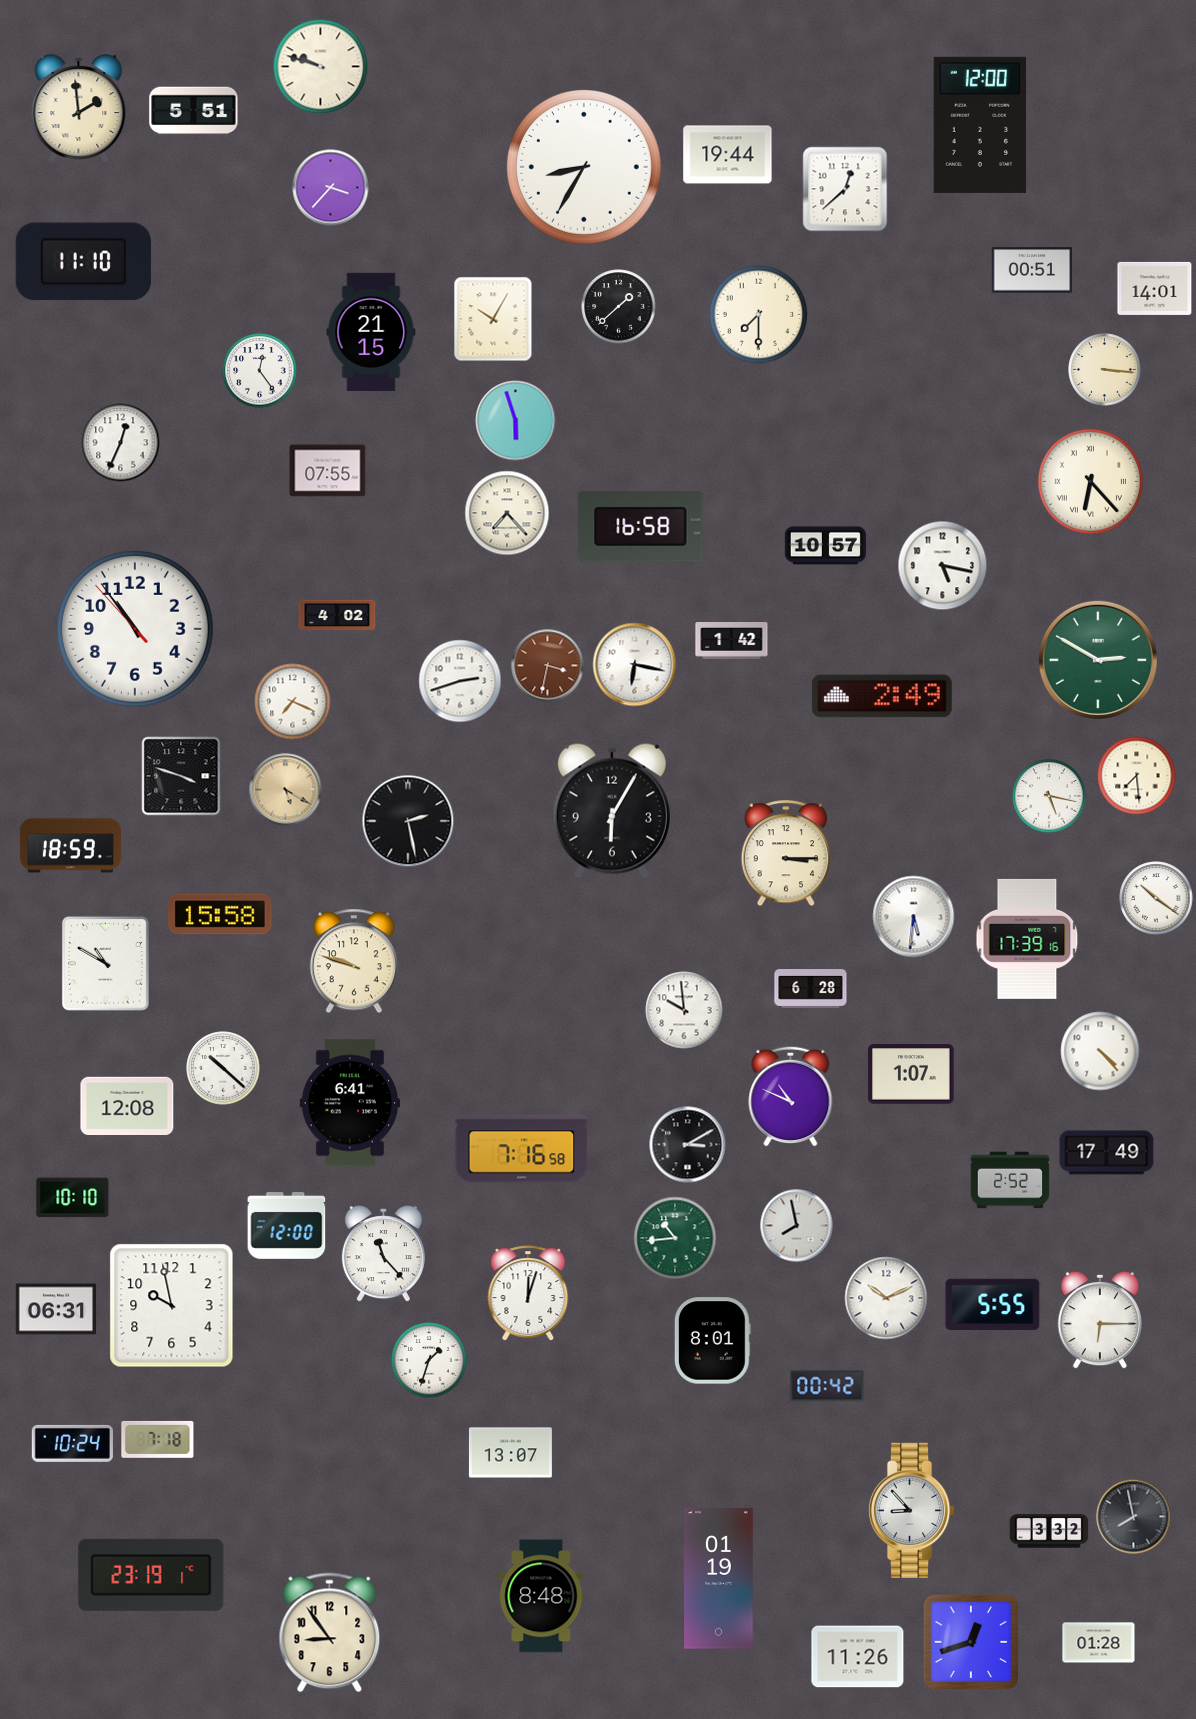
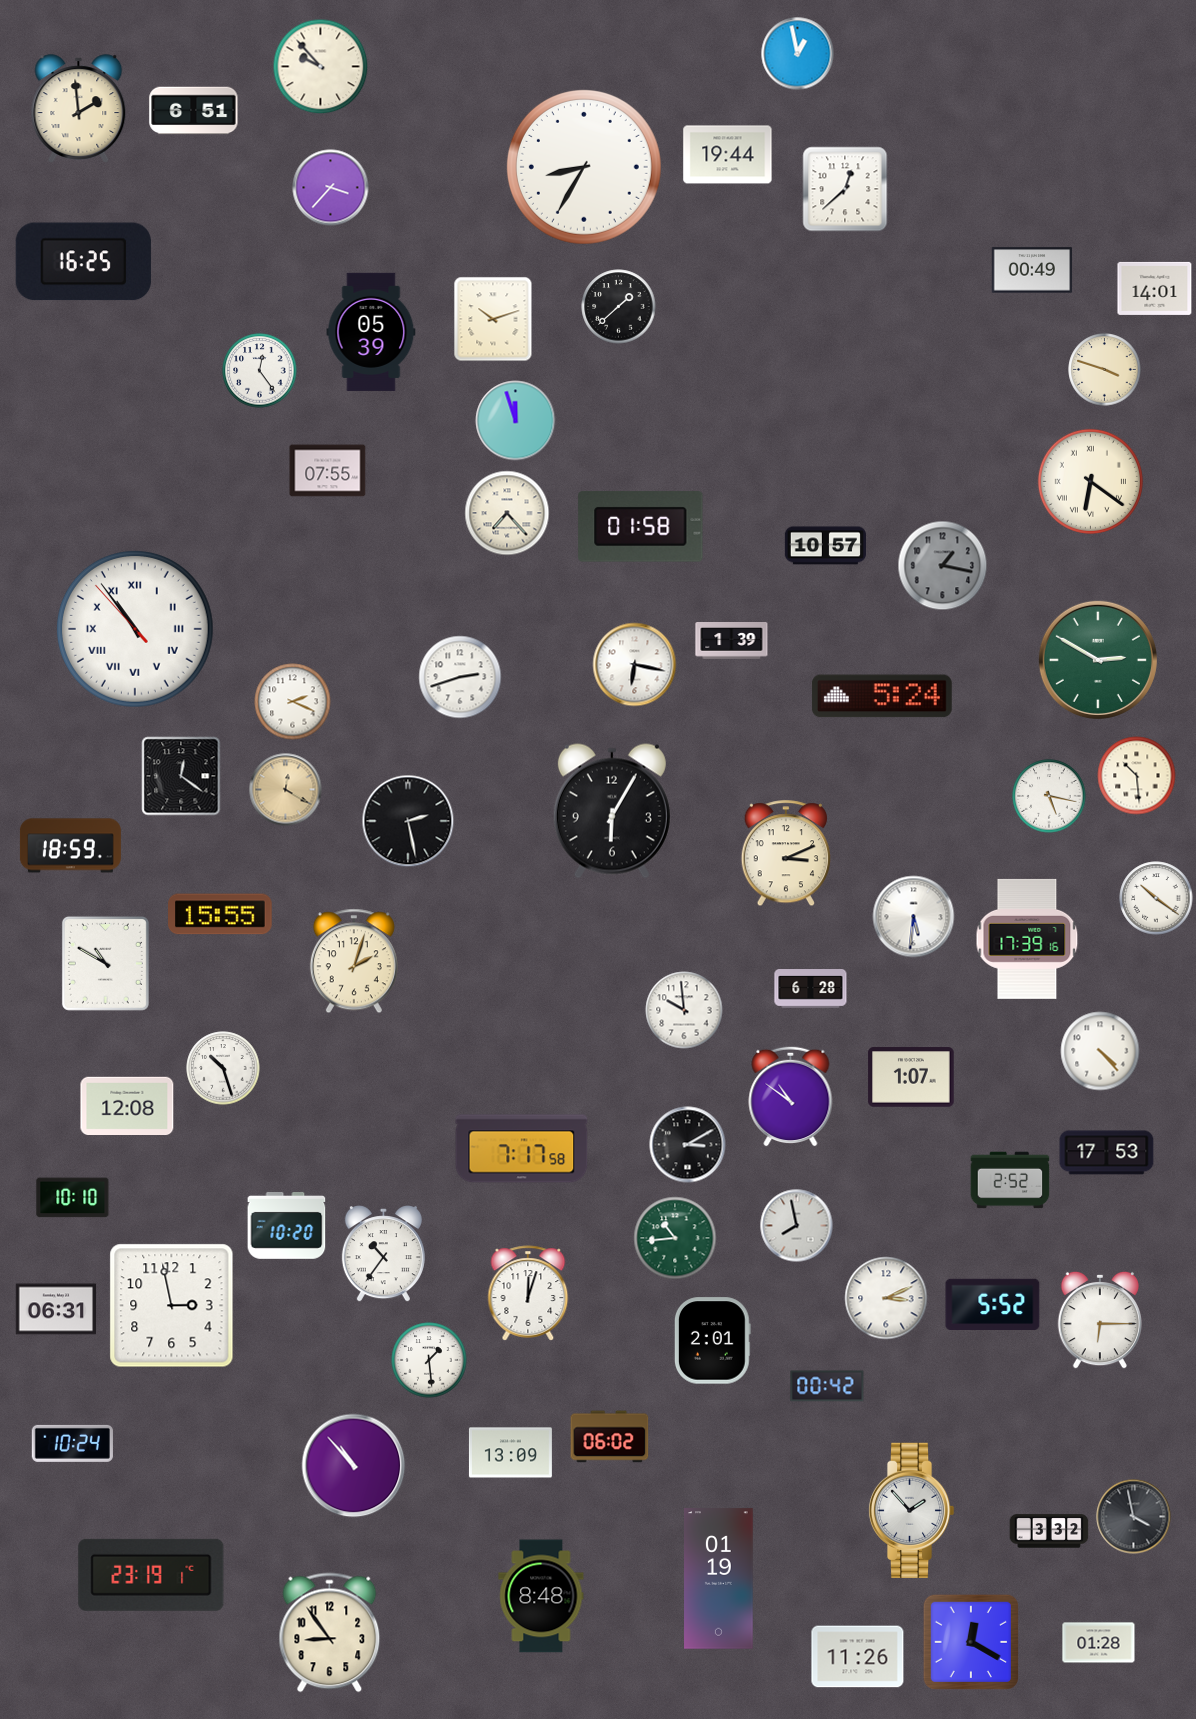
clock at (798, 54): none -> 12:58
clock at (321, 67): 9:48 -> 9:53
clock at (194, 111): 5:51 -> 6:51
clock at (980, 125): 12:00 -> none
clock at (83, 262): 11:10 -> 16:25
clock at (1032, 270): 00:51 -> 00:49
clock at (759, 315): 7:30 -> none
clock at (493, 319): 10:05 -> 10:12
clock at (371, 332): 21:15 -> 05:39
clock at (1105, 370): 3:16 -> 3:48
clock at (516, 421): 5:57 -> 11:57
clock at (121, 443): 12:34 -> none
clock at (1090, 481): 6:23 -> 6:21
clock at (641, 527): 16:58 -> 01:58
clock at (943, 566): 5:17 -> 1:17
clock at (943, 566) dial: white -> grey
clock at (337, 615): 4:02 -> none
clock at (135, 629) numerals: Arabic -> Roman
clock at (732, 641): 1:42 -> 1:39
clock at (548, 666): 3:32 -> none
clock at (460, 681) position: (460, 681) -> (460, 677)
clock at (882, 696): 2:49 -> 5:24
clock at (293, 702): 7:19 -> 2:19
clock at (181, 776): 3:48 -> 12:21
clock at (1137, 776): 7:29 -> 10:29
clock at (286, 790): 5:20 -> 12:20
clock at (785, 854): 3:15 -> 3:11
clock at (220, 914): 15:58 -> 15:55
clock at (354, 961): 9:48 -> 2:03
clock at (223, 1068): 10:22 -> 10:27
clock at (911, 1074) position: (911, 1074) -> (911, 1077)
clock at (791, 1096): 10:49 -> 10:51
clock at (350, 1103): 6:41 -> none
clock at (522, 1149): 7:16 -> 7:17
clock at (1107, 1153): 17:49 -> 17:53
clock at (287, 1226): 12:00 -> 10:20
clock at (383, 1254): 11:23 -> 10:36
clock at (886, 1298): 10:11 -> 3:11
clock at (993, 1304): 5:55 -> 5:52
clock at (172, 1306): 9:58 -> 2:58
clock at (712, 1341): 8:01 -> 2:01
clock at (429, 1360): 1:33 -> 1:29
clock at (610, 1437): none -> 06:02
clock at (158, 1439): 7:18 -> none
clock at (510, 1453): 13:07 -> 13:09
clock at (354, 1466): none -> 10:53
clock at (911, 1510): 8:53 -> 1:53
clock at (1134, 1517): 7:58 -> 3:58
clock at (970, 1641): 12:42 -> 12:20
